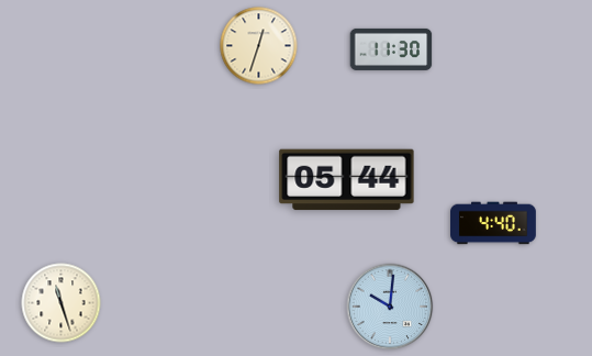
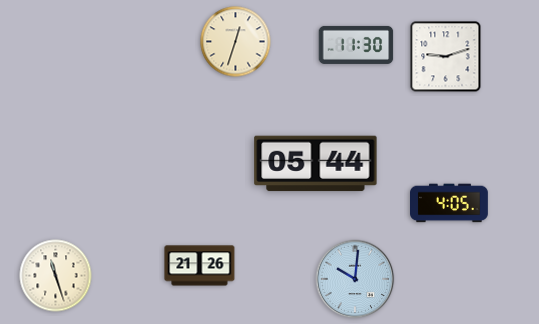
clock at (446, 57): none -> 9:12
clock at (494, 223): 4:40 -> 4:05
clock at (200, 266): none -> 21:26
